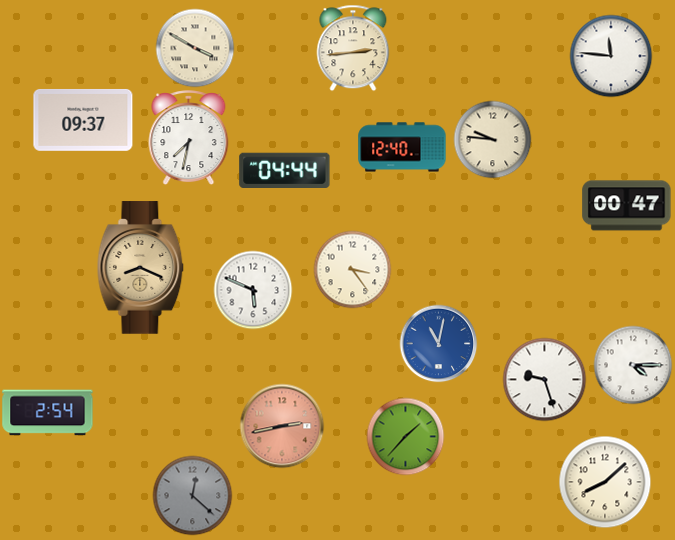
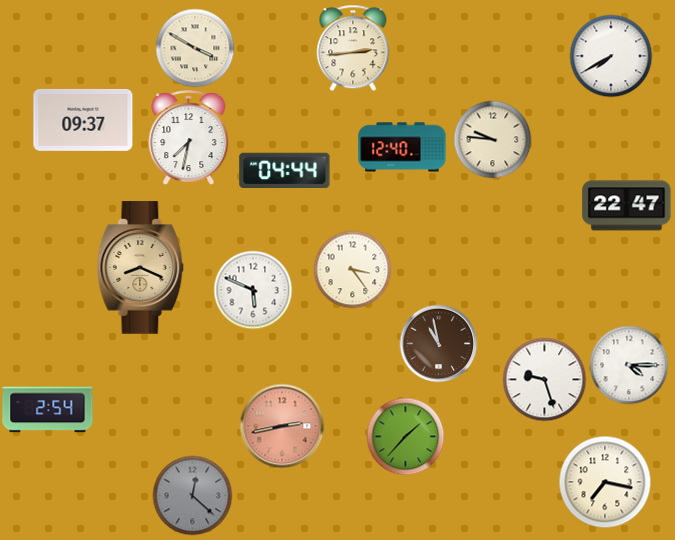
clock at (611, 56): 11:46 -> 7:40
clock at (627, 206): 00:47 -> 22:47
clock at (438, 343): 11:02 -> 10:58
clock at (438, 343) dial: blue -> brown
clock at (633, 365) position: (633, 365) -> (629, 365)
clock at (48, 413) position: (48, 413) -> (48, 410)
clock at (605, 482): 8:08 -> 7:17
